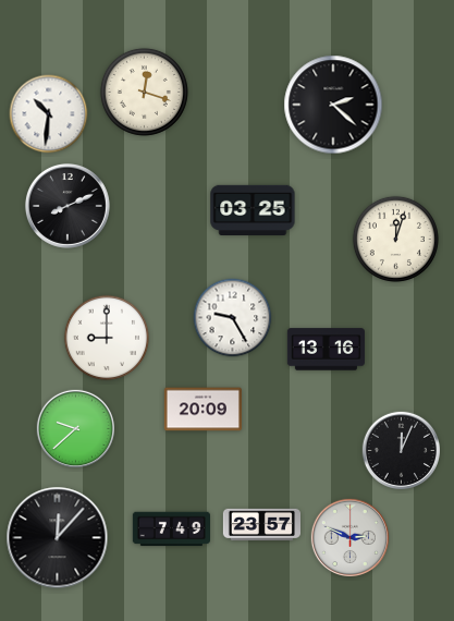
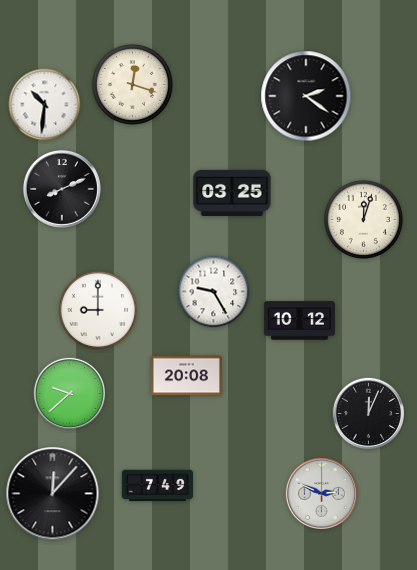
clock at (333, 105): 2:22 -> 2:21
clock at (326, 350): 13:16 -> 10:12
clock at (203, 410): 20:09 -> 20:08
clock at (261, 524): 23:57 -> none
